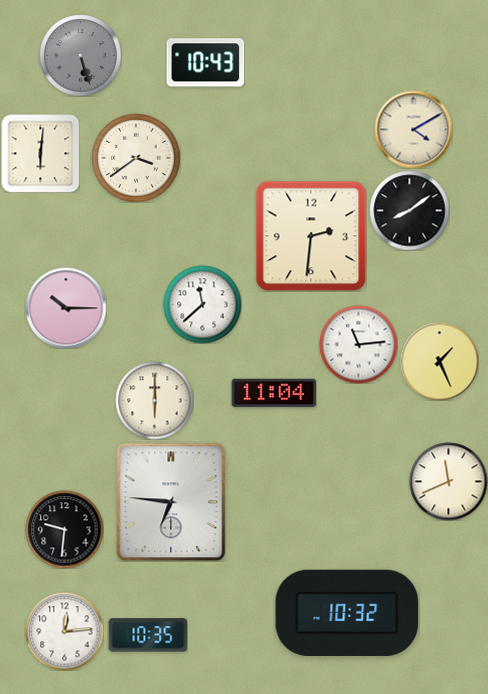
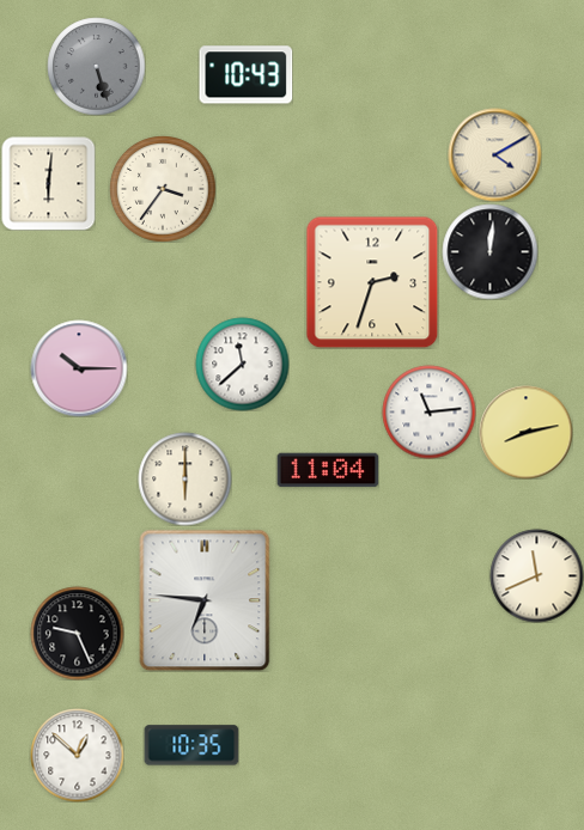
clock at (136, 158): 3:39 -> 3:36
clock at (409, 210): 8:09 -> 12:01
clock at (311, 236): 2:31 -> 2:33
clock at (439, 361): 1:26 -> 8:13
clock at (64, 529): 9:31 -> 9:26
clock at (347, 613): 10:32 -> none
clock at (64, 631): 12:14 -> 12:52
clock at (148, 635) position: (148, 635) -> (191, 745)
